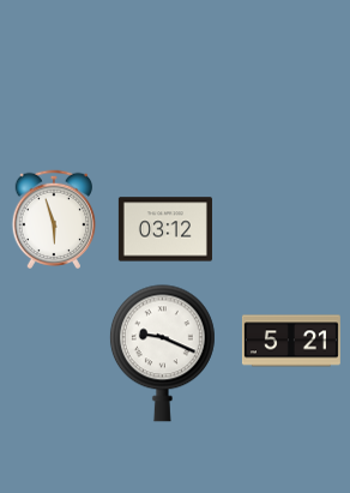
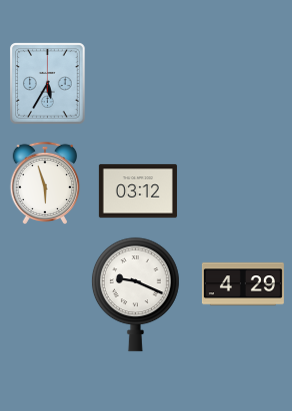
clock at (48, 83): none -> 5:35
clock at (291, 341): 5:21 -> 4:29
